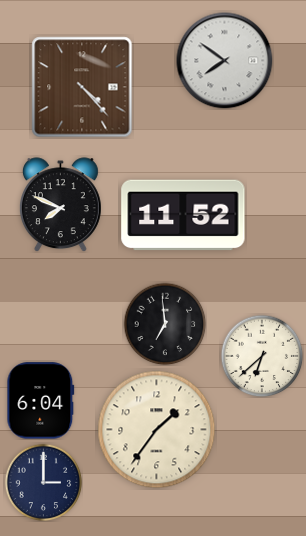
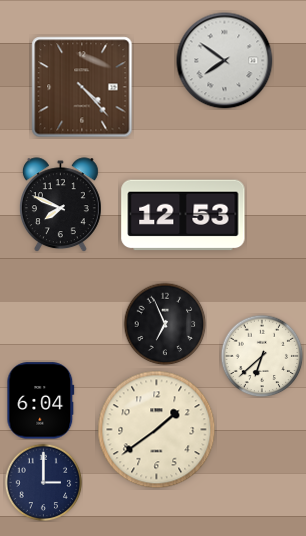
clock at (183, 215): 11:52 -> 12:53
clock at (165, 324): 6:59 -> 6:56
clock at (157, 430): 1:36 -> 1:39
